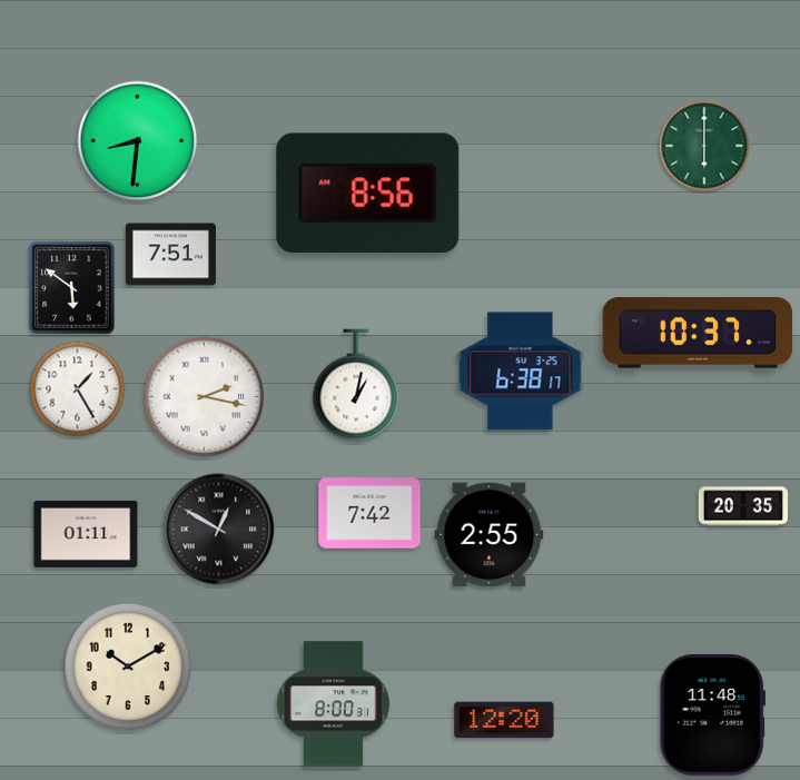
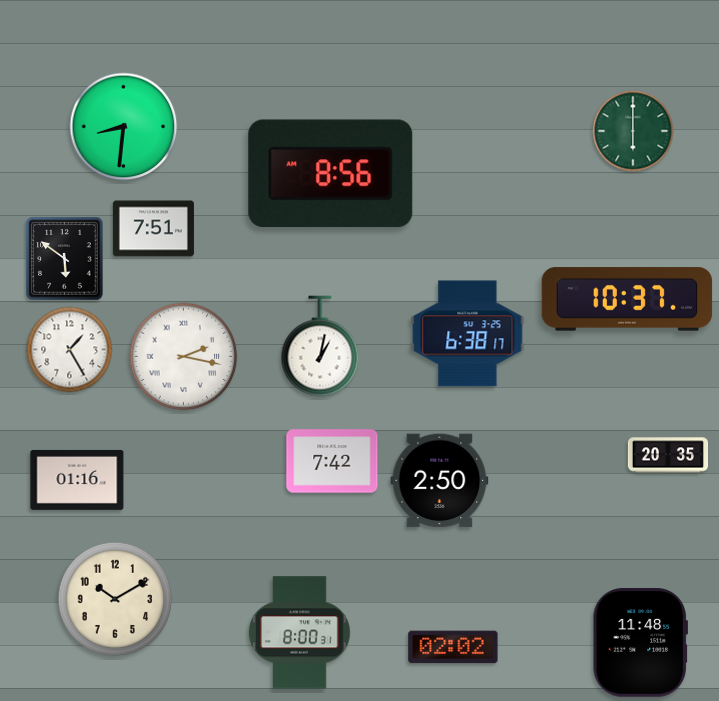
clock at (219, 530): 12:50 -> none
clock at (86, 534): 01:11 -> 01:16
clock at (490, 535): 2:55 -> 2:50
clock at (504, 720): 12:20 -> 02:02
